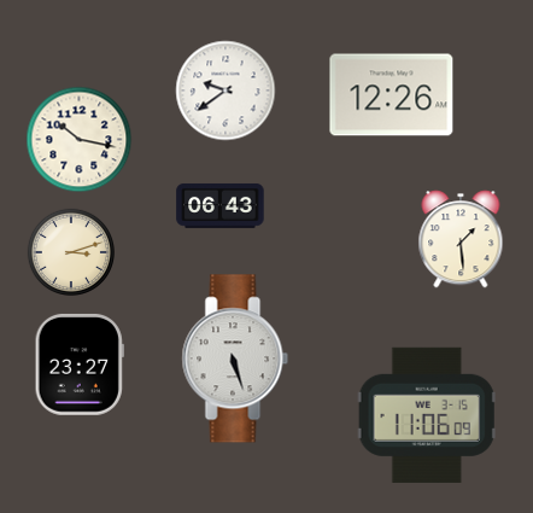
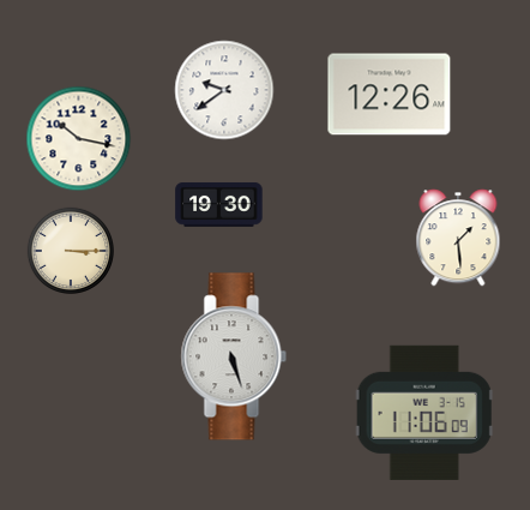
clock at (221, 205): 06:43 -> 19:30
clock at (70, 251): 3:12 -> 3:15
clock at (80, 365): 23:27 -> none
